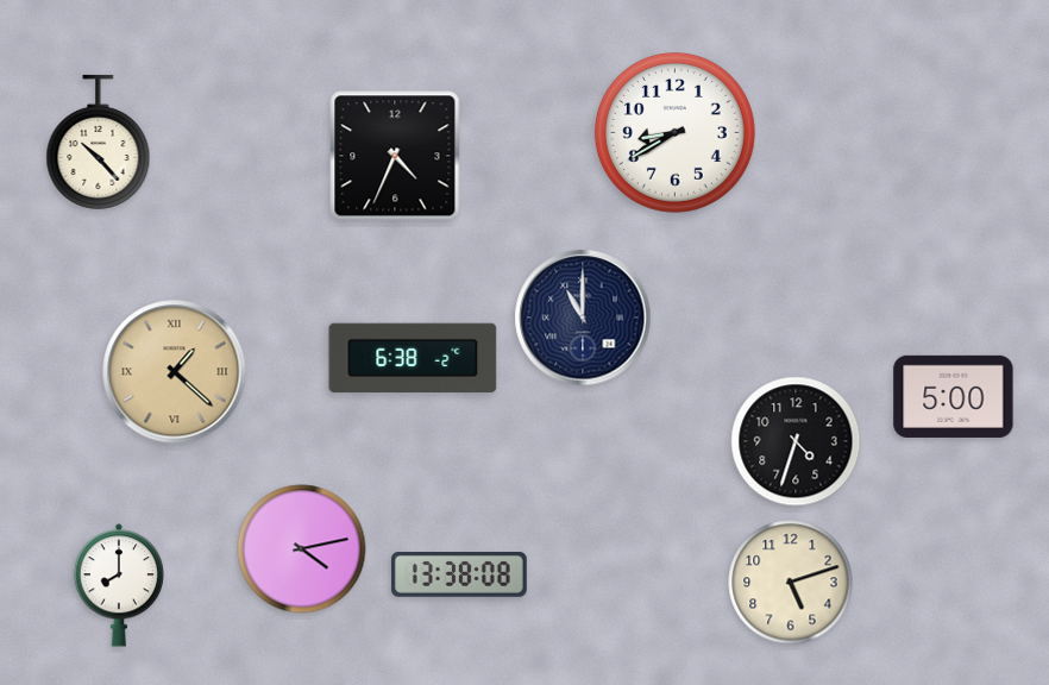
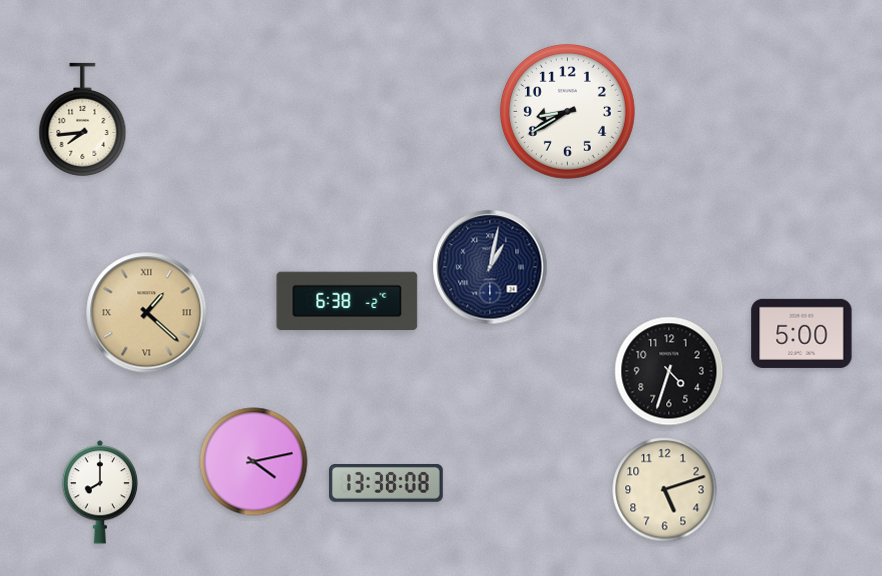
clock at (99, 142): 10:23 -> 7:44
clock at (395, 156): 4:34 -> none
clock at (583, 318): 11:00 -> 1:02
